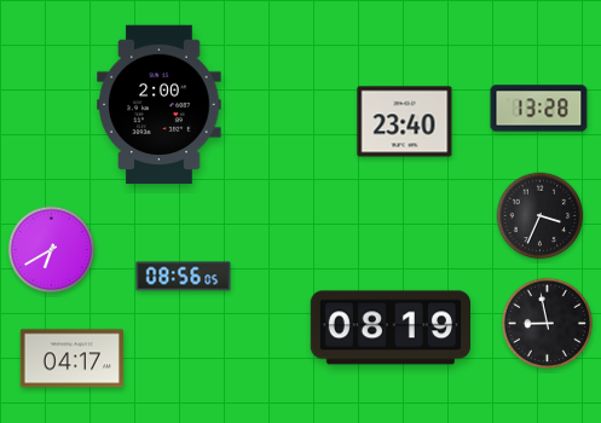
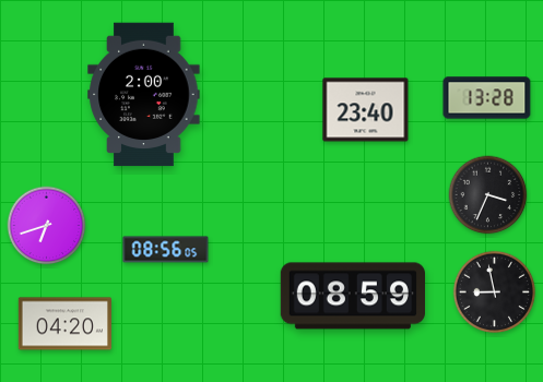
clock at (52, 250): 6:40 -> 6:42
clock at (389, 328): 08:19 -> 08:59
clock at (71, 359): 04:17 -> 04:20
